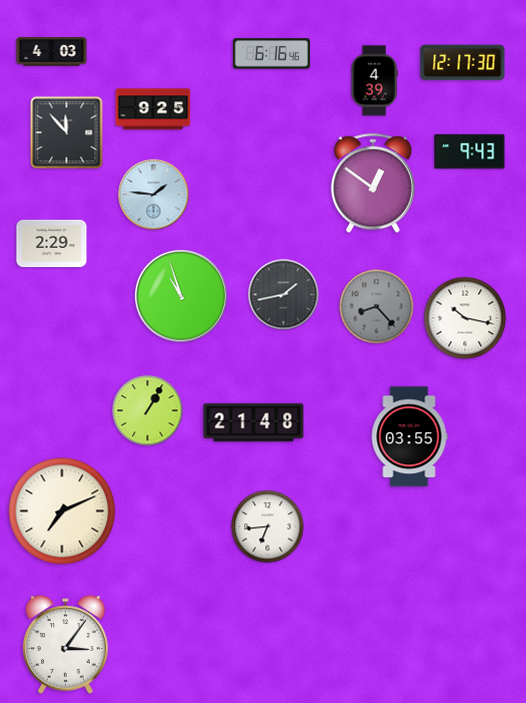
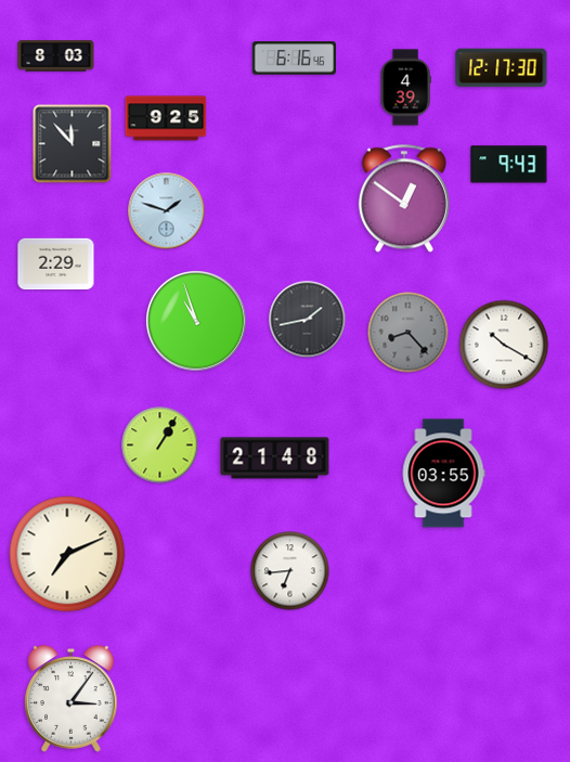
clock at (52, 52): 4:03 -> 8:03
clock at (154, 195): 1:46 -> 1:48
clock at (465, 318): 10:17 -> 10:20
